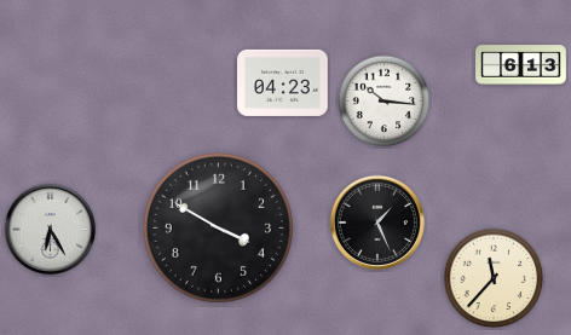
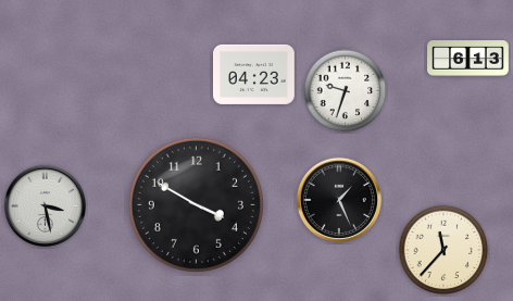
clock at (385, 102): 10:16 -> 9:33
clock at (50, 229): 6:25 -> 3:28
